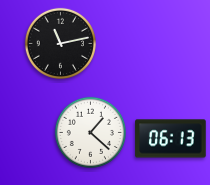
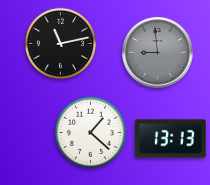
clock at (158, 53): none -> 8:59
clock at (171, 139): 06:13 -> 13:13
